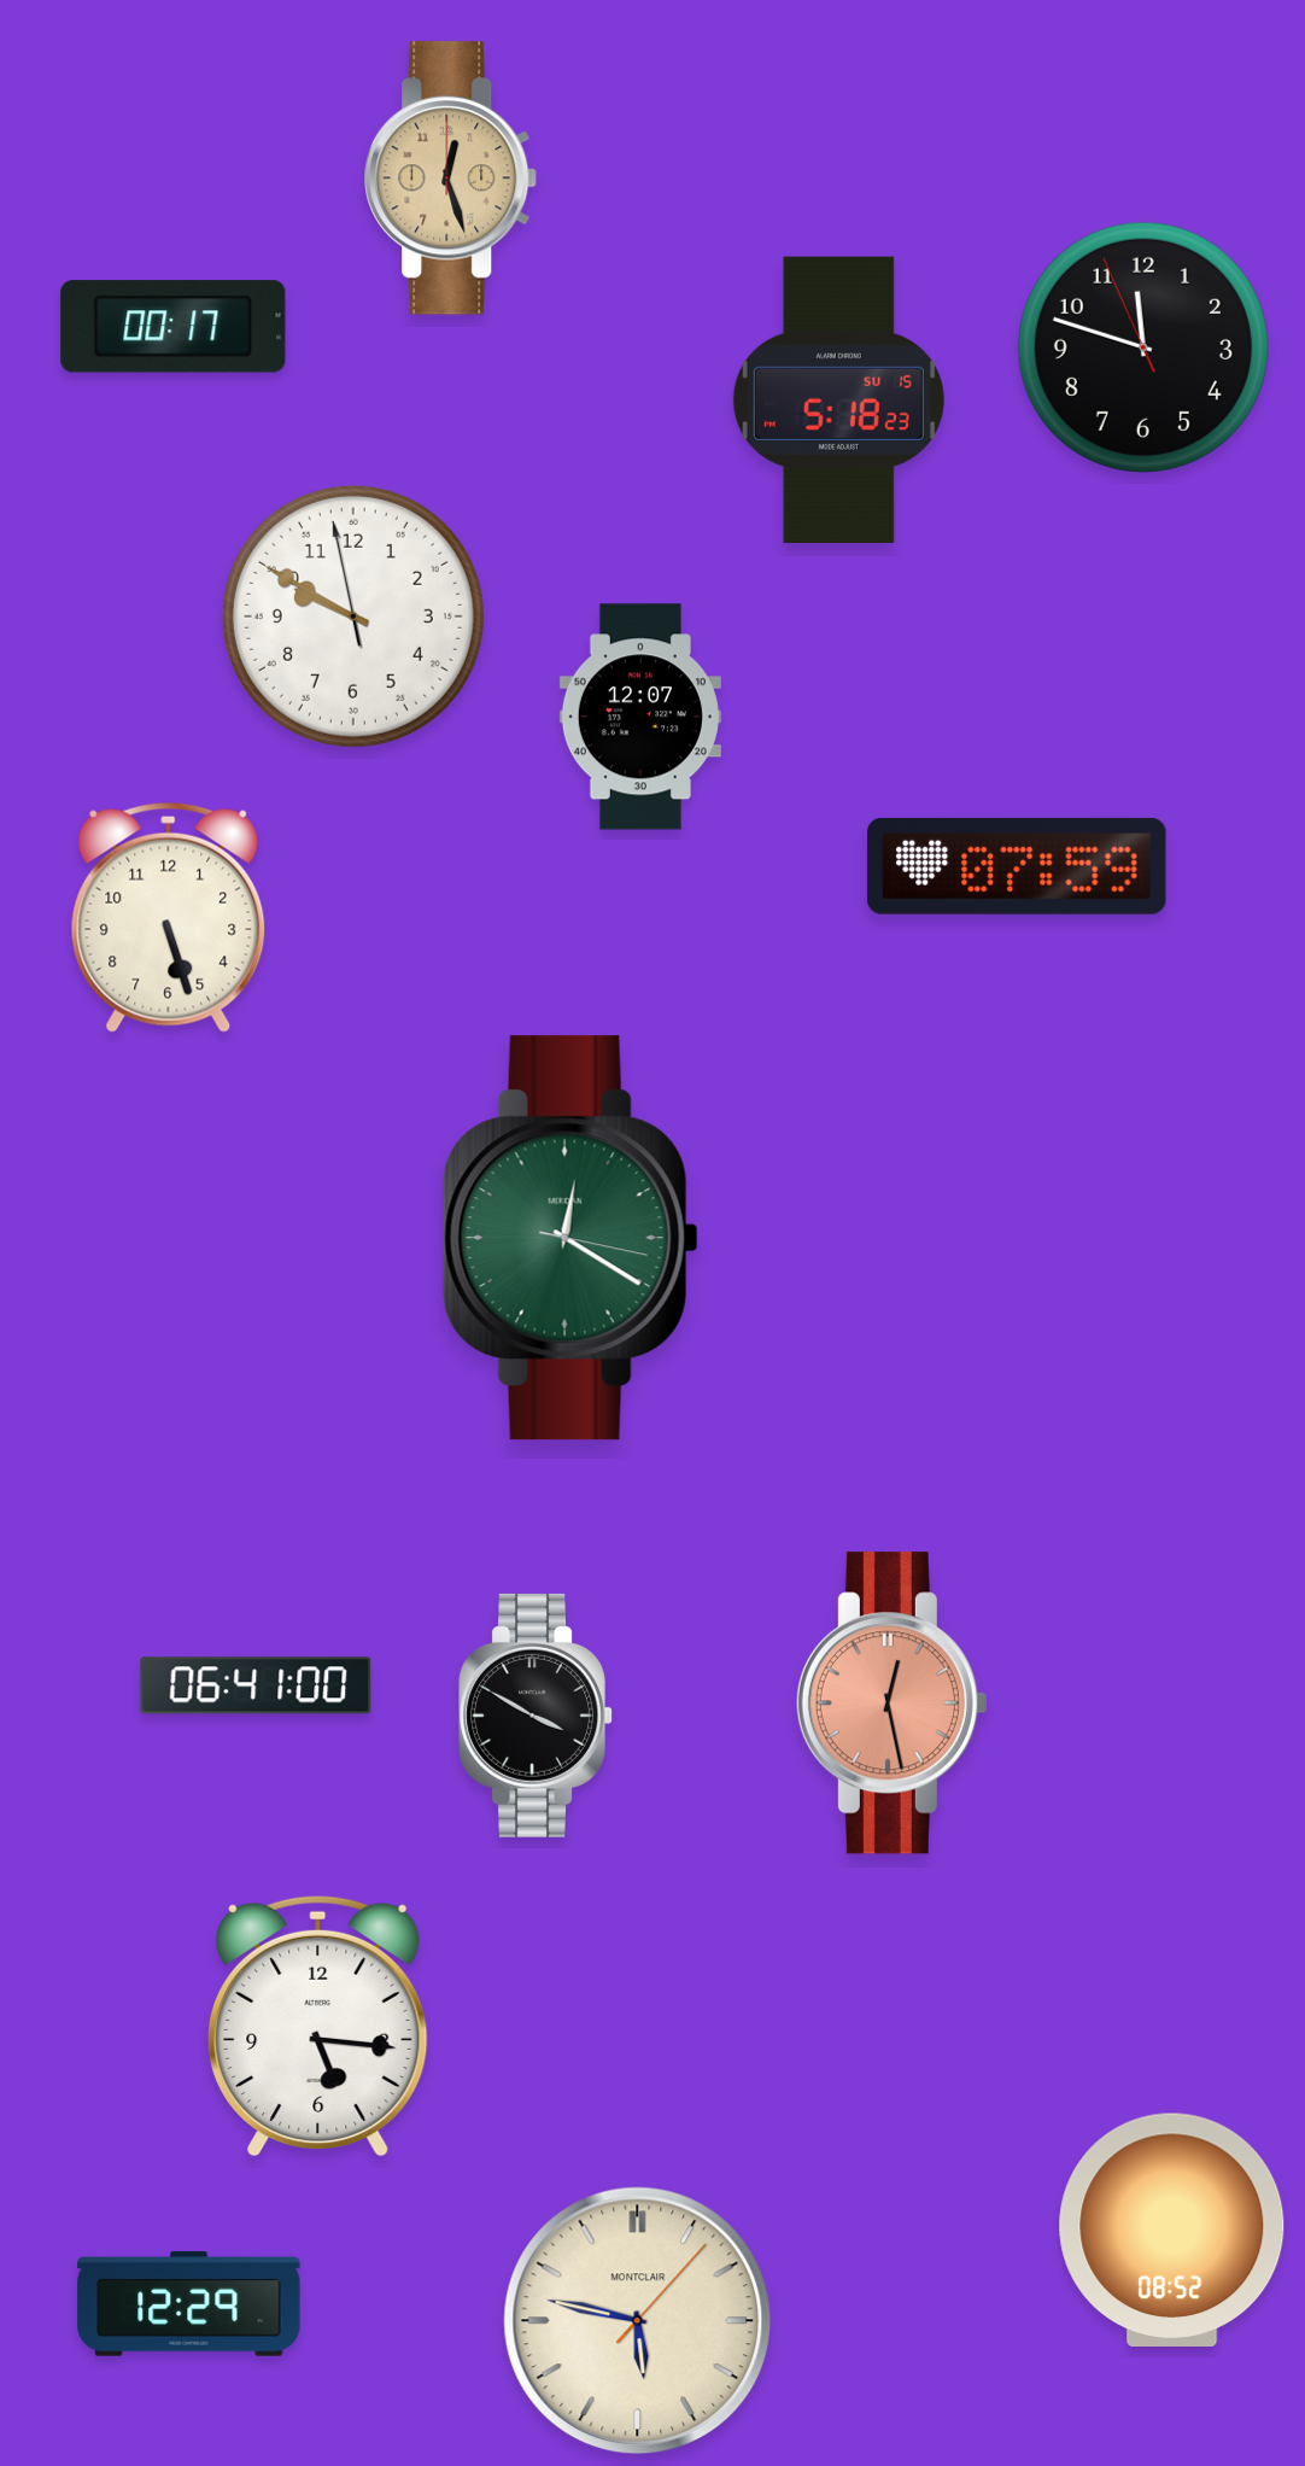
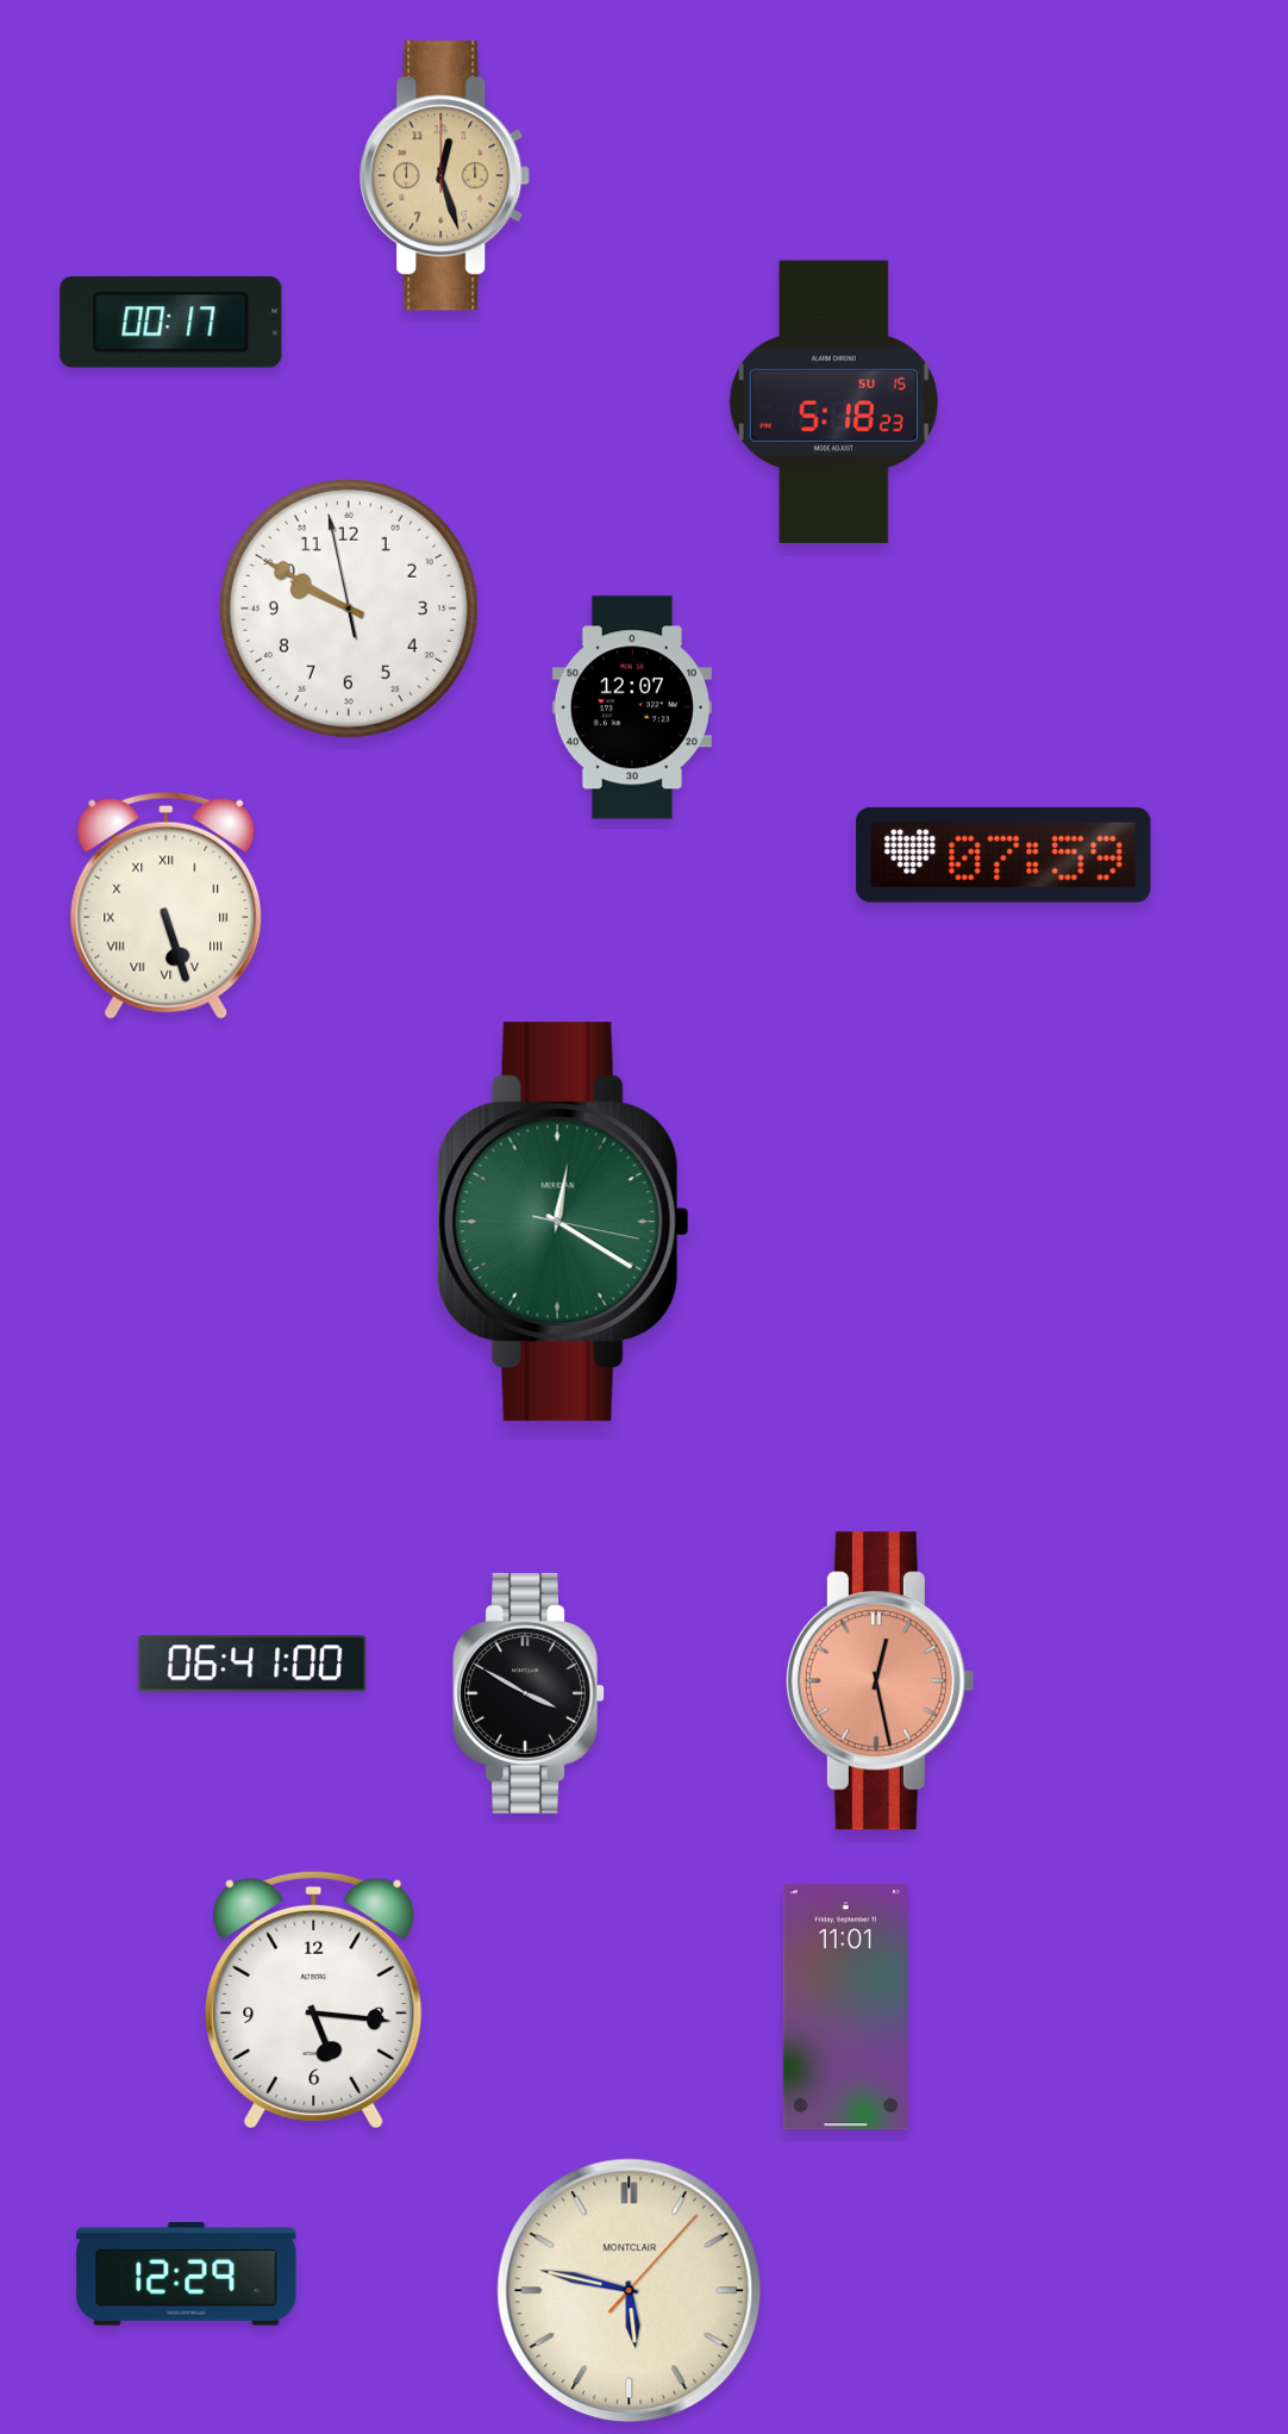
clock at (1143, 347): 11:47 -> none
clock at (838, 399) position: (838, 399) -> (833, 401)
clock at (169, 917) numerals: Arabic -> Roman
clock at (845, 2008): none -> 11:01
clock at (1172, 2230): 08:52 -> none
